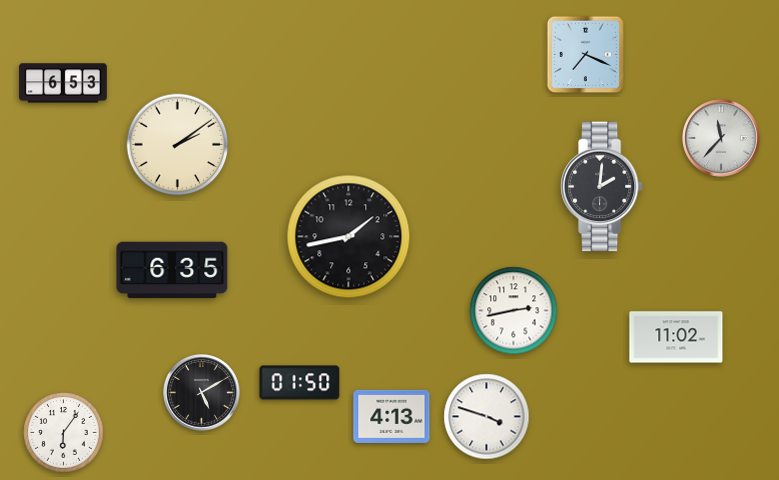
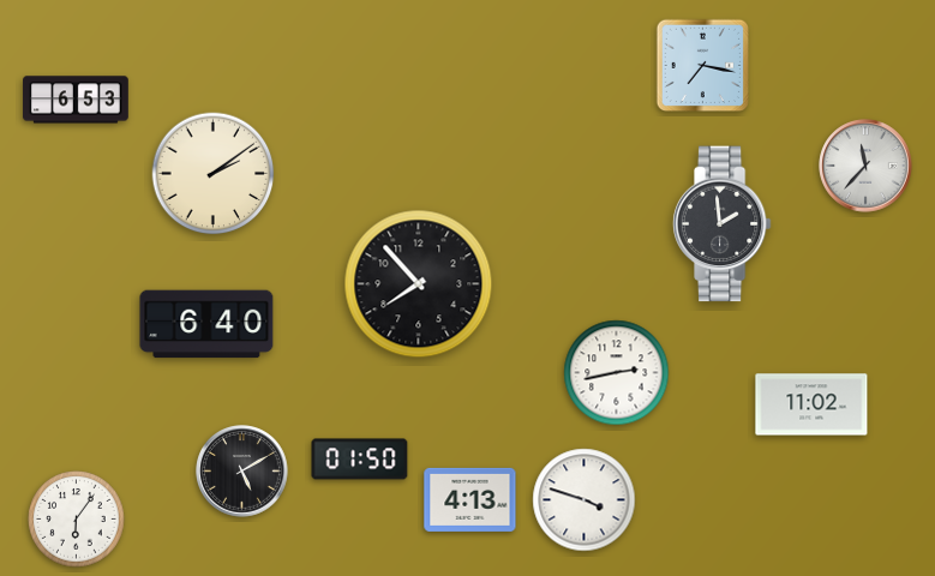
clock at (585, 54): 7:19 -> 7:17
clock at (601, 187): 2:01 -> 1:59
clock at (349, 237): 1:43 -> 7:53
clock at (172, 270): 6:35 -> 6:40
